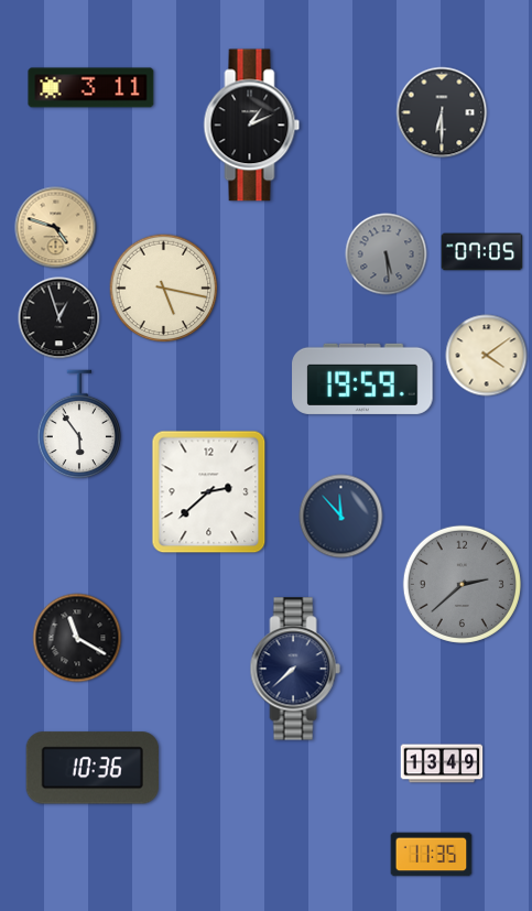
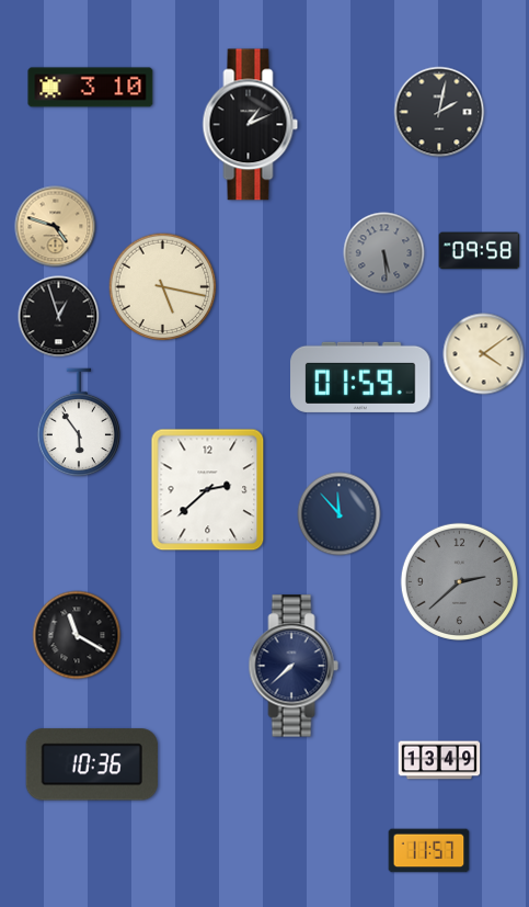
clock at (91, 88): 3:11 -> 3:10
clock at (442, 112): 6:30 -> 2:02
clock at (482, 252): 07:05 -> 09:58
clock at (362, 379): 19:59 -> 01:59
clock at (432, 855): 11:35 -> 11:57
